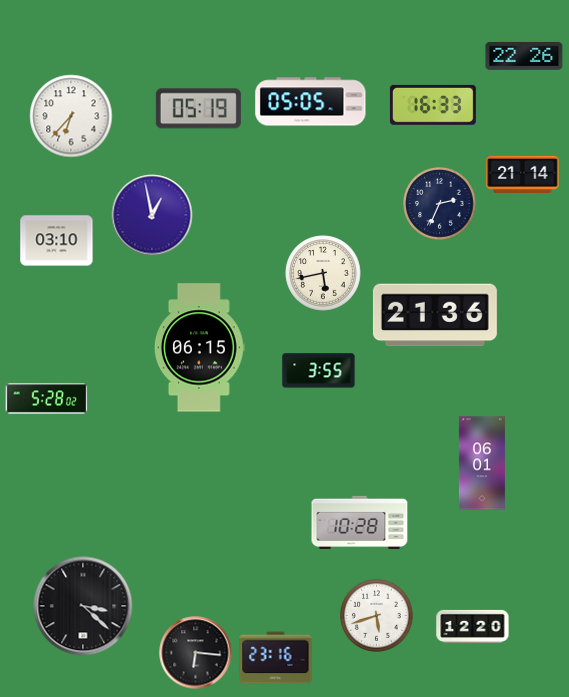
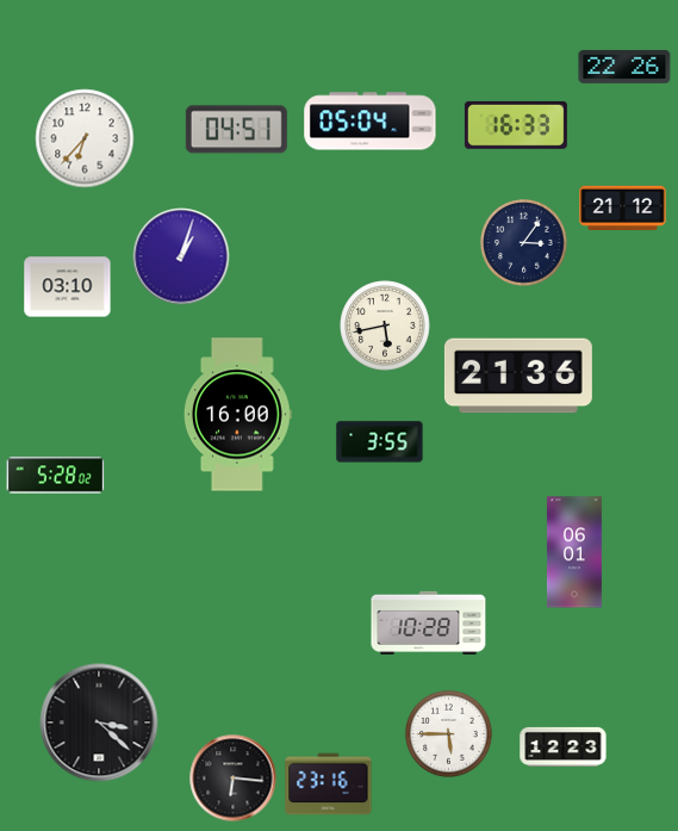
clock at (311, 102): 05:05 -> 05:04
clock at (198, 109): 05:19 -> 04:51
clock at (523, 174): 21:14 -> 21:12
clock at (440, 204): 2:34 -> 3:06
clock at (152, 215): 12:58 -> 1:03
clock at (199, 348): 06:15 -> 16:00
clock at (377, 616): 5:42 -> 5:45
clock at (473, 626): 12:20 -> 12:23
